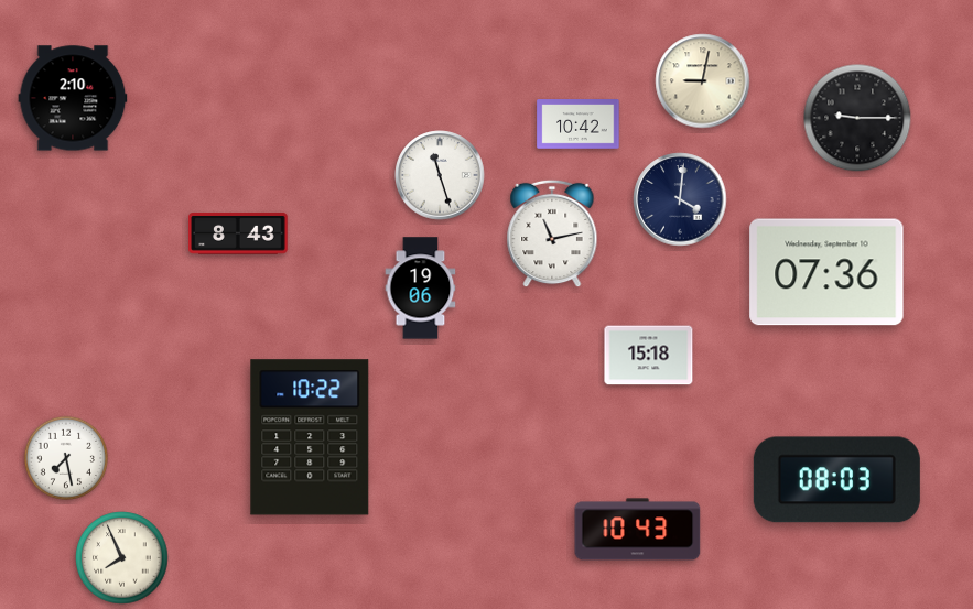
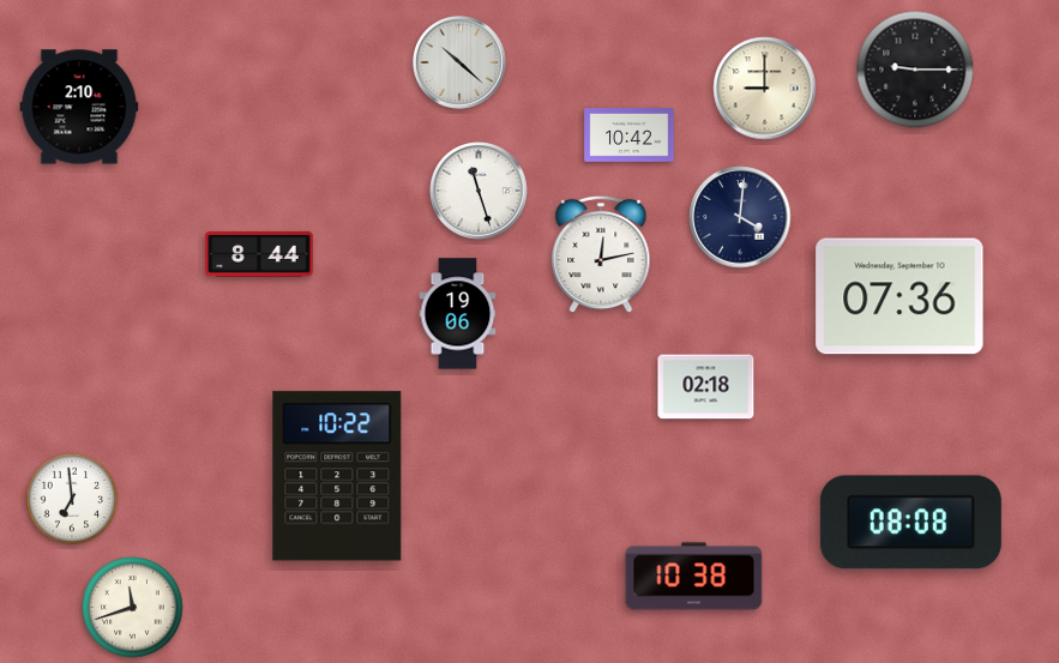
clock at (461, 64): none -> 10:22
clock at (703, 81): 9:02 -> 9:00
clock at (857, 118) position: (857, 118) -> (915, 70)
clock at (552, 233): 11:13 -> 12:13
clock at (238, 235): 8:43 -> 8:44
clock at (649, 356): 15:18 -> 02:18
clock at (66, 458): 7:28 -> 6:59
clock at (836, 480): 08:03 -> 08:08
clock at (638, 530): 10:43 -> 10:38
clock at (122, 558): 7:56 -> 11:42
